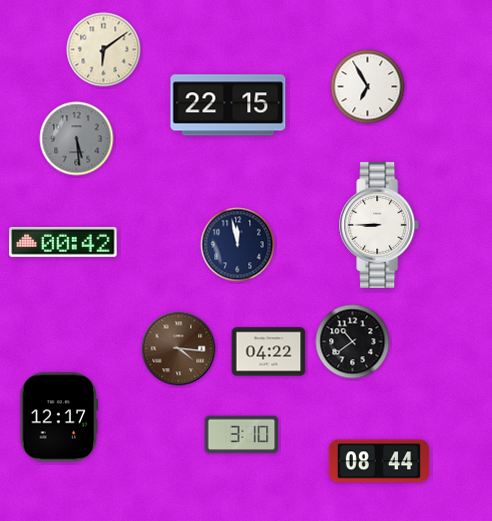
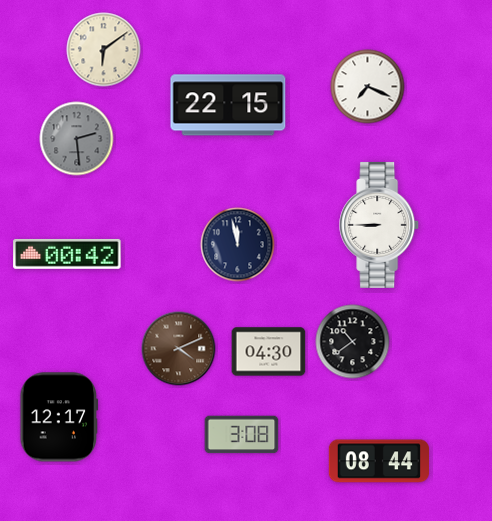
clock at (368, 87): 6:55 -> 7:19
clock at (77, 139): 5:29 -> 2:29
clock at (63, 242) position: (63, 242) -> (67, 254)
clock at (179, 349): 4:16 -> 4:11
clock at (269, 352): 04:22 -> 04:30
clock at (242, 435): 3:10 -> 3:08
